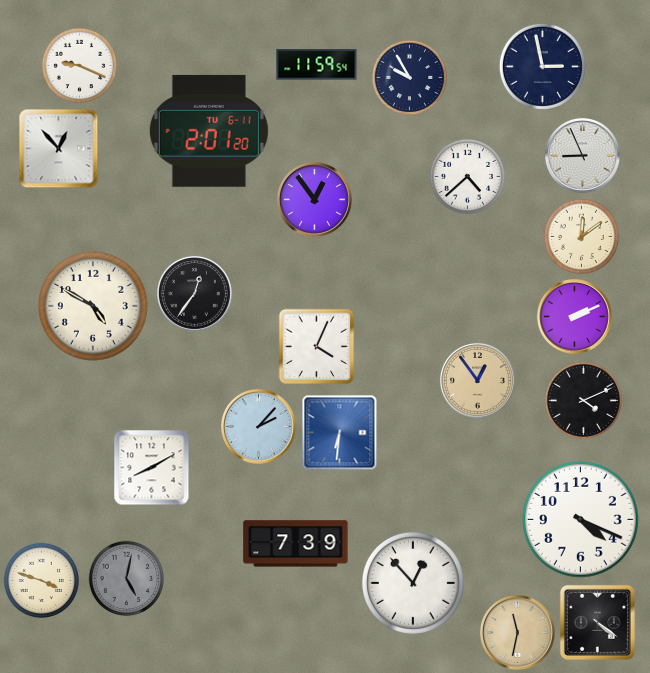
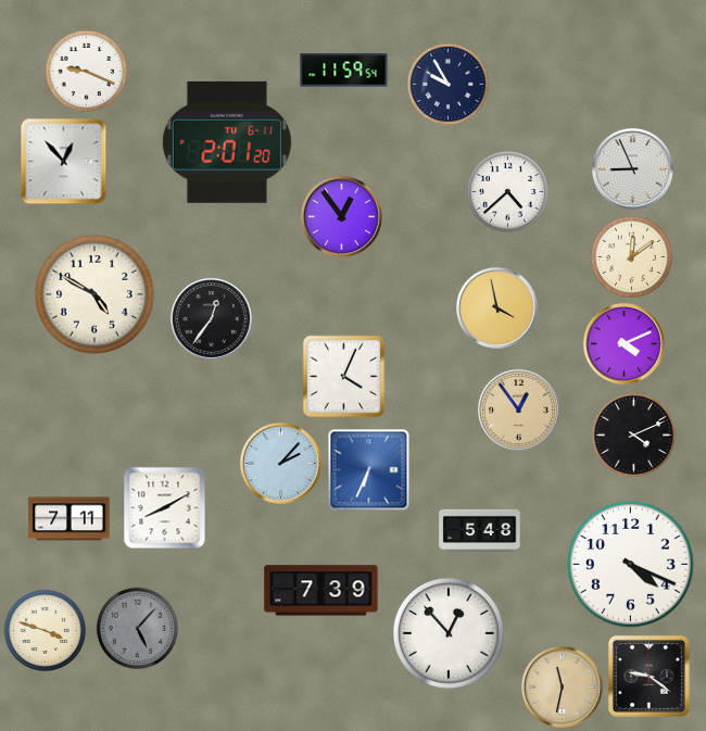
clock at (542, 66): 2:58 -> none
clock at (410, 78) position: (410, 78) -> (449, 85)
clock at (496, 307): none -> 3:58
clock at (93, 306) position: (93, 306) -> (94, 294)
clock at (574, 316): 2:11 -> 4:11
clock at (477, 380) position: (477, 380) -> (518, 409)
clock at (340, 433): 6:31 -> 6:34
clock at (70, 519): none -> 7:11
clock at (480, 530): none -> 5:48
clock at (127, 579): 5:02 -> 5:07
clock at (597, 622): 4:21 -> 9:21
